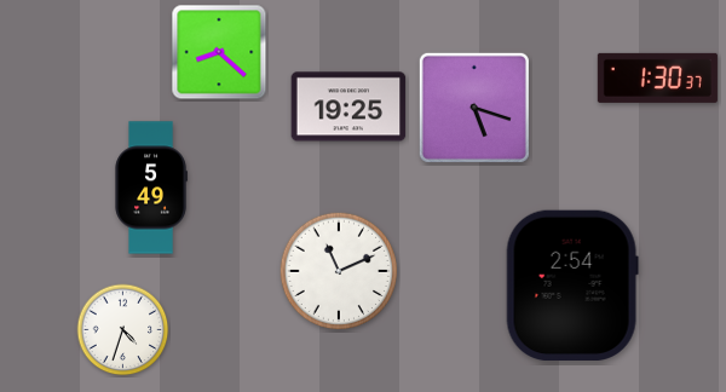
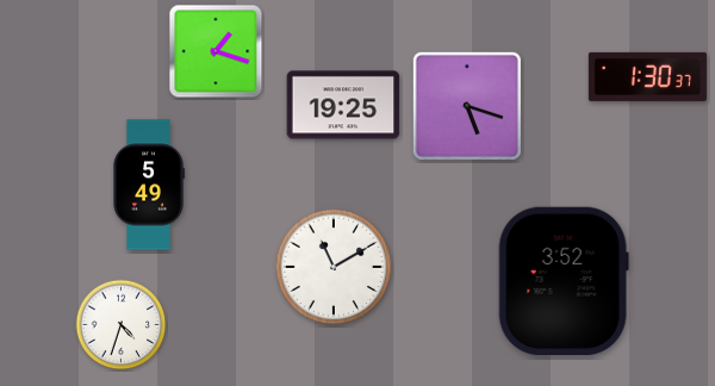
clock at (219, 52): 8:22 -> 1:18
clock at (339, 271): 11:11 -> 11:10
clock at (572, 284): 2:54 -> 3:52
